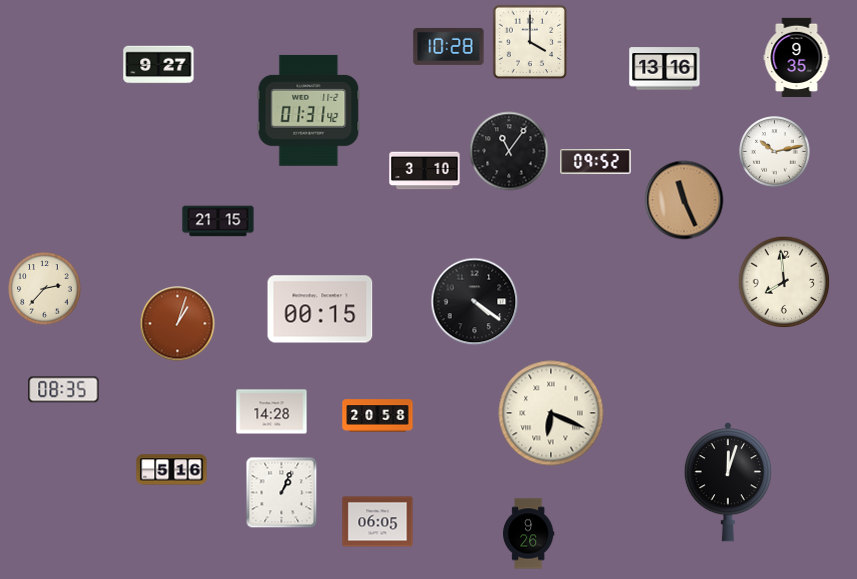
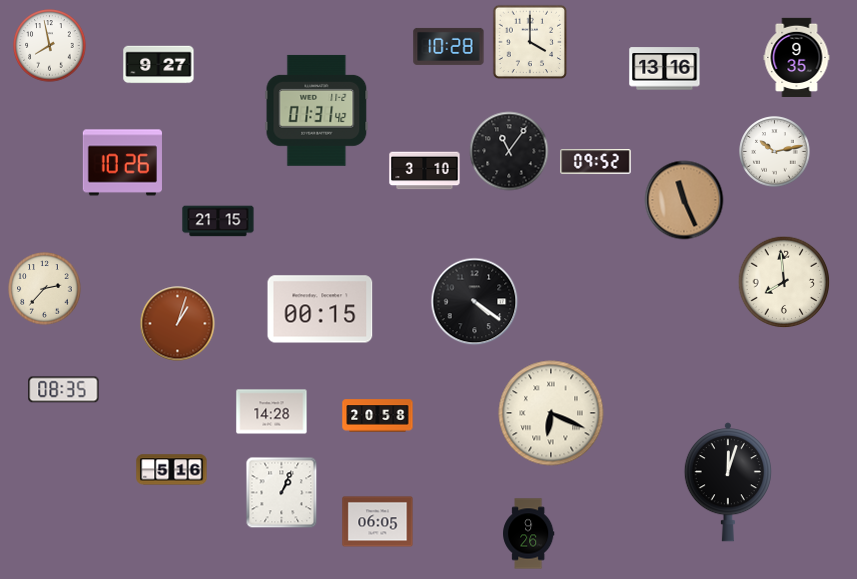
clock at (50, 46): none -> 7:58
clock at (309, 110) position: (309, 110) -> (317, 110)
clock at (122, 163): none -> 10:26
